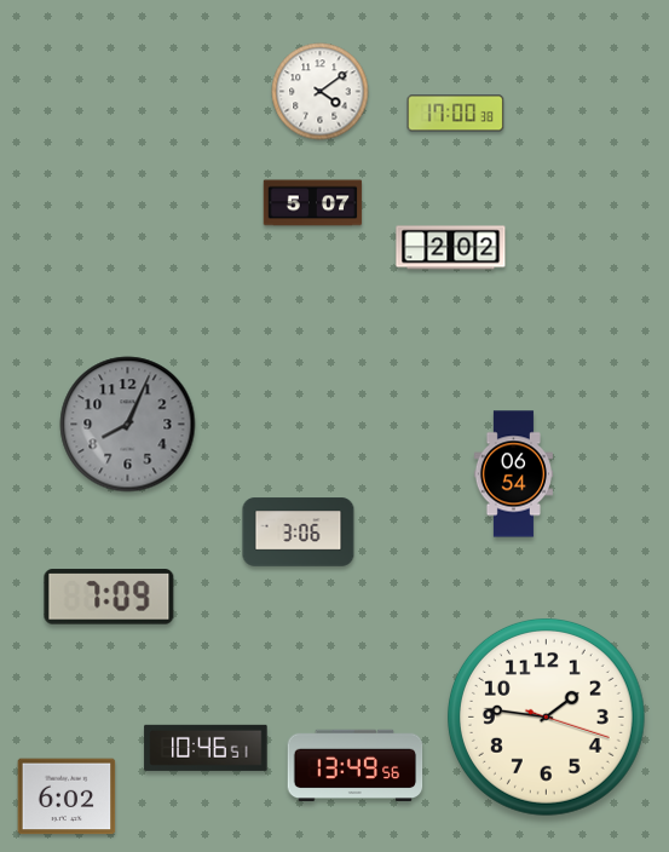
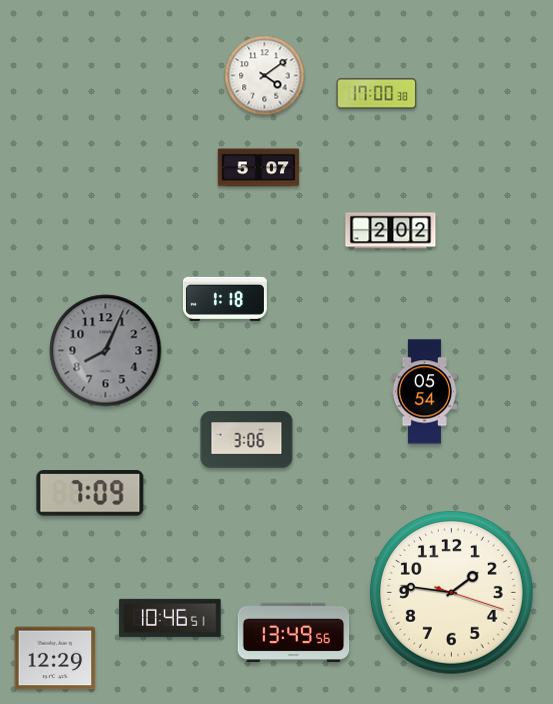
clock at (451, 248) position: (451, 248) -> (391, 231)
clock at (225, 299): none -> 1:18
clock at (513, 474): 06:54 -> 05:54
clock at (67, 796): 6:02 -> 12:29
